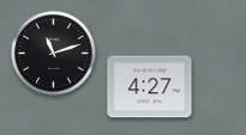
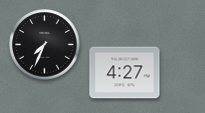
clock at (54, 54): 11:12 -> 7:34
